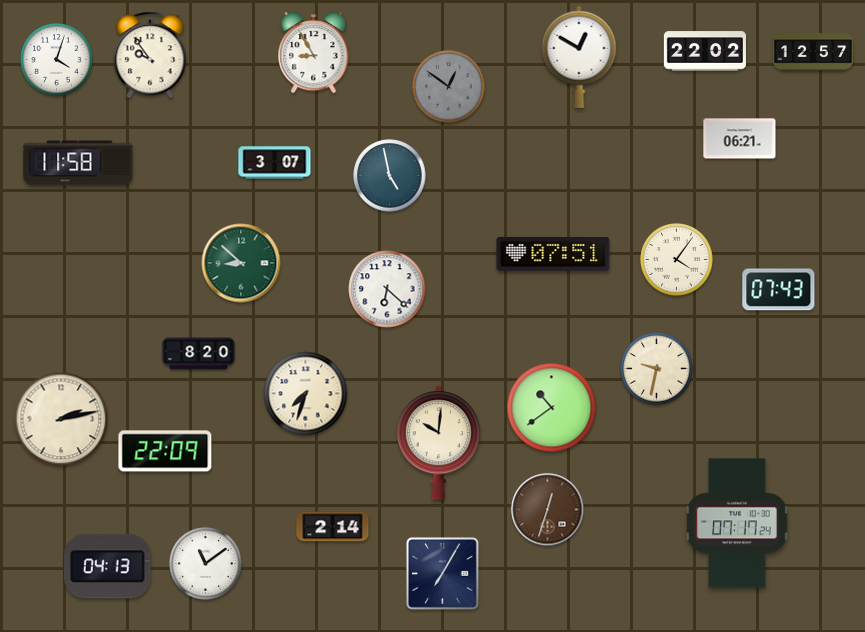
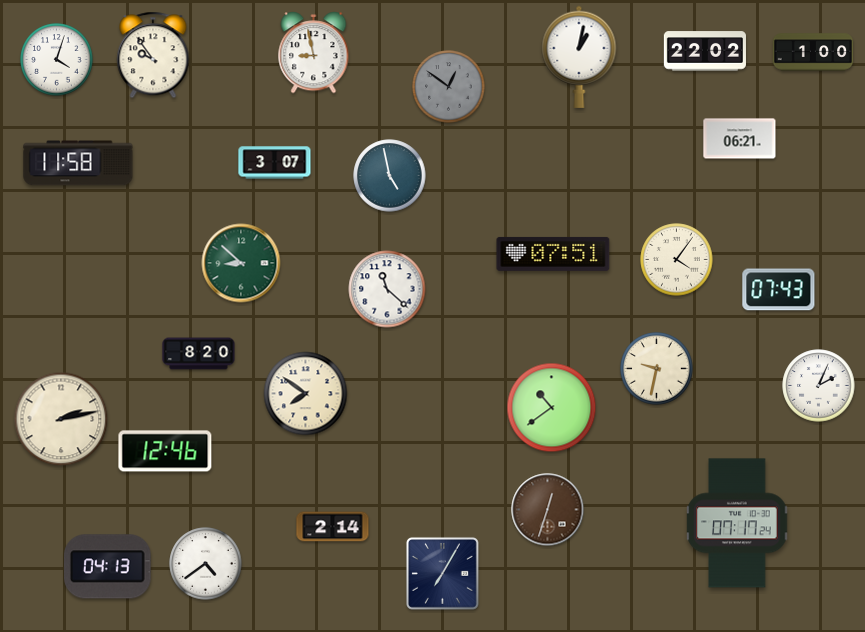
clock at (813, 52): 12:57 -> 1:00
clock at (314, 53): 8:55 -> 8:58
clock at (150, 55) position: (150, 55) -> (153, 55)
clock at (579, 57): 12:50 -> 1:02
clock at (387, 289): 6:22 -> 11:22
clock at (819, 386): none -> 2:04
clock at (306, 394): 7:33 -> 7:51
clock at (438, 443): 10:01 -> none
clock at (165, 451): 22:09 -> 12:46
clock at (206, 564): 11:09 -> 4:39
